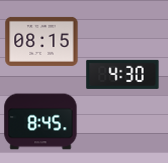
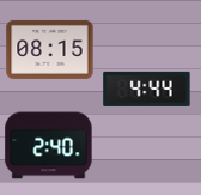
clock at (123, 74): 4:30 -> 4:44
clock at (41, 122): 8:45 -> 2:40
